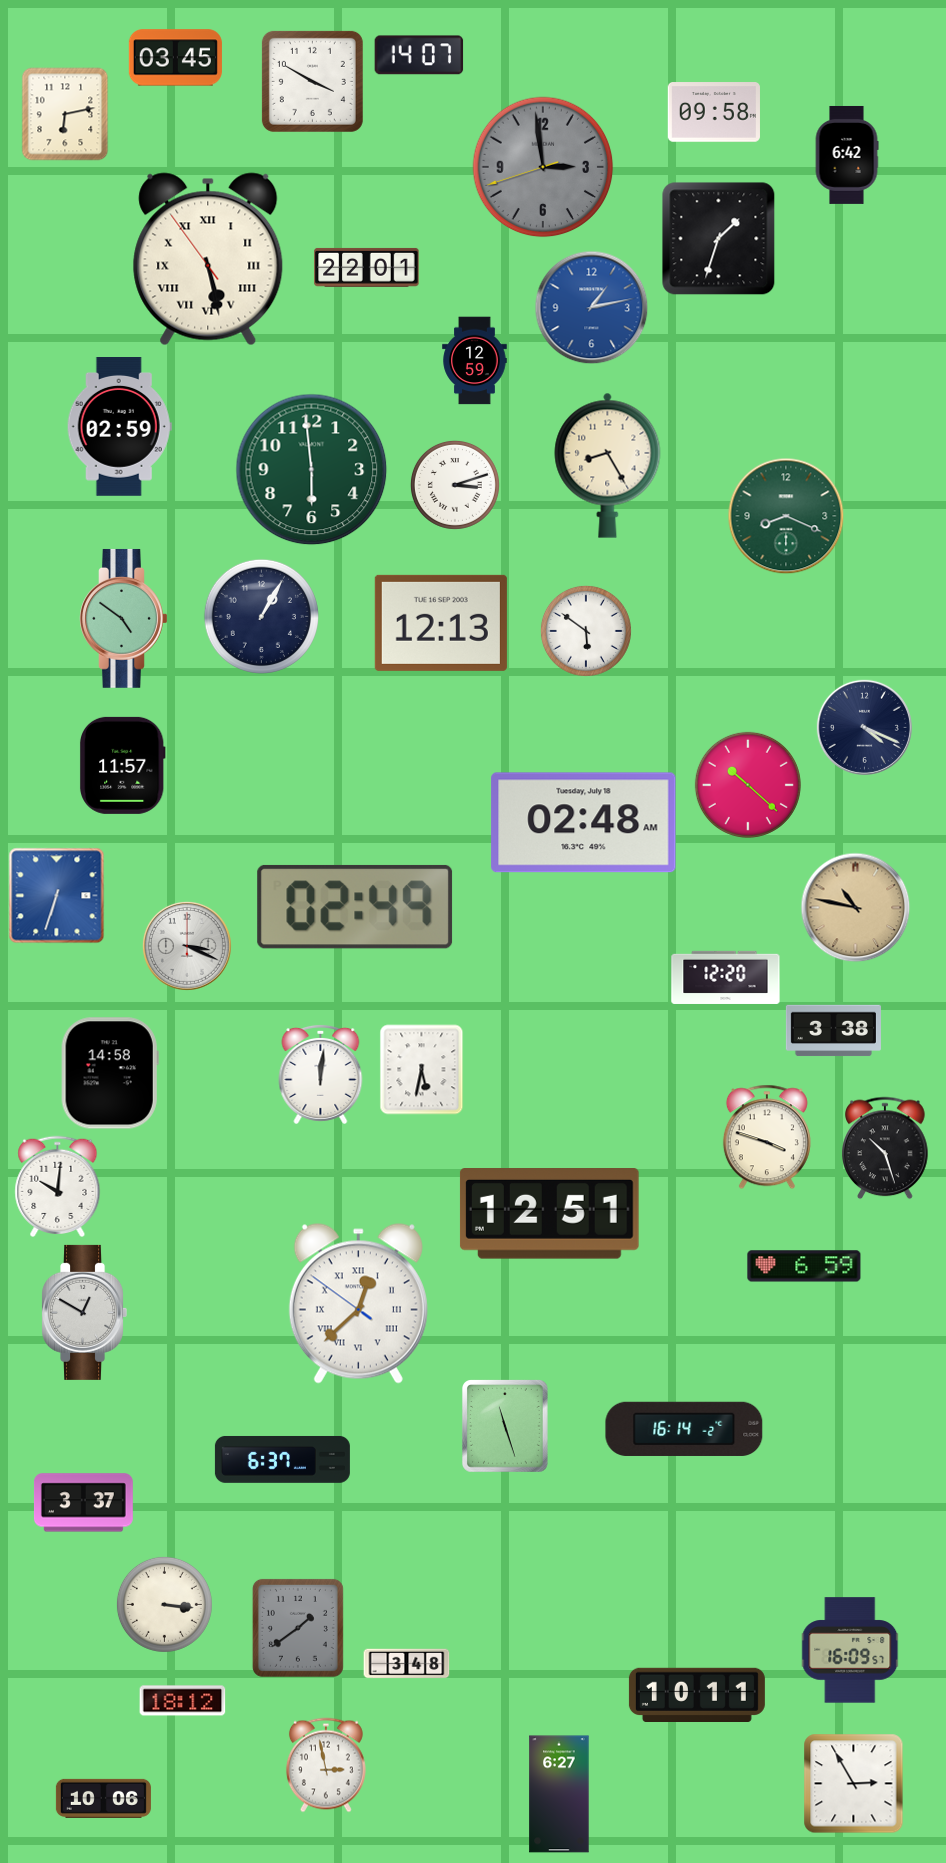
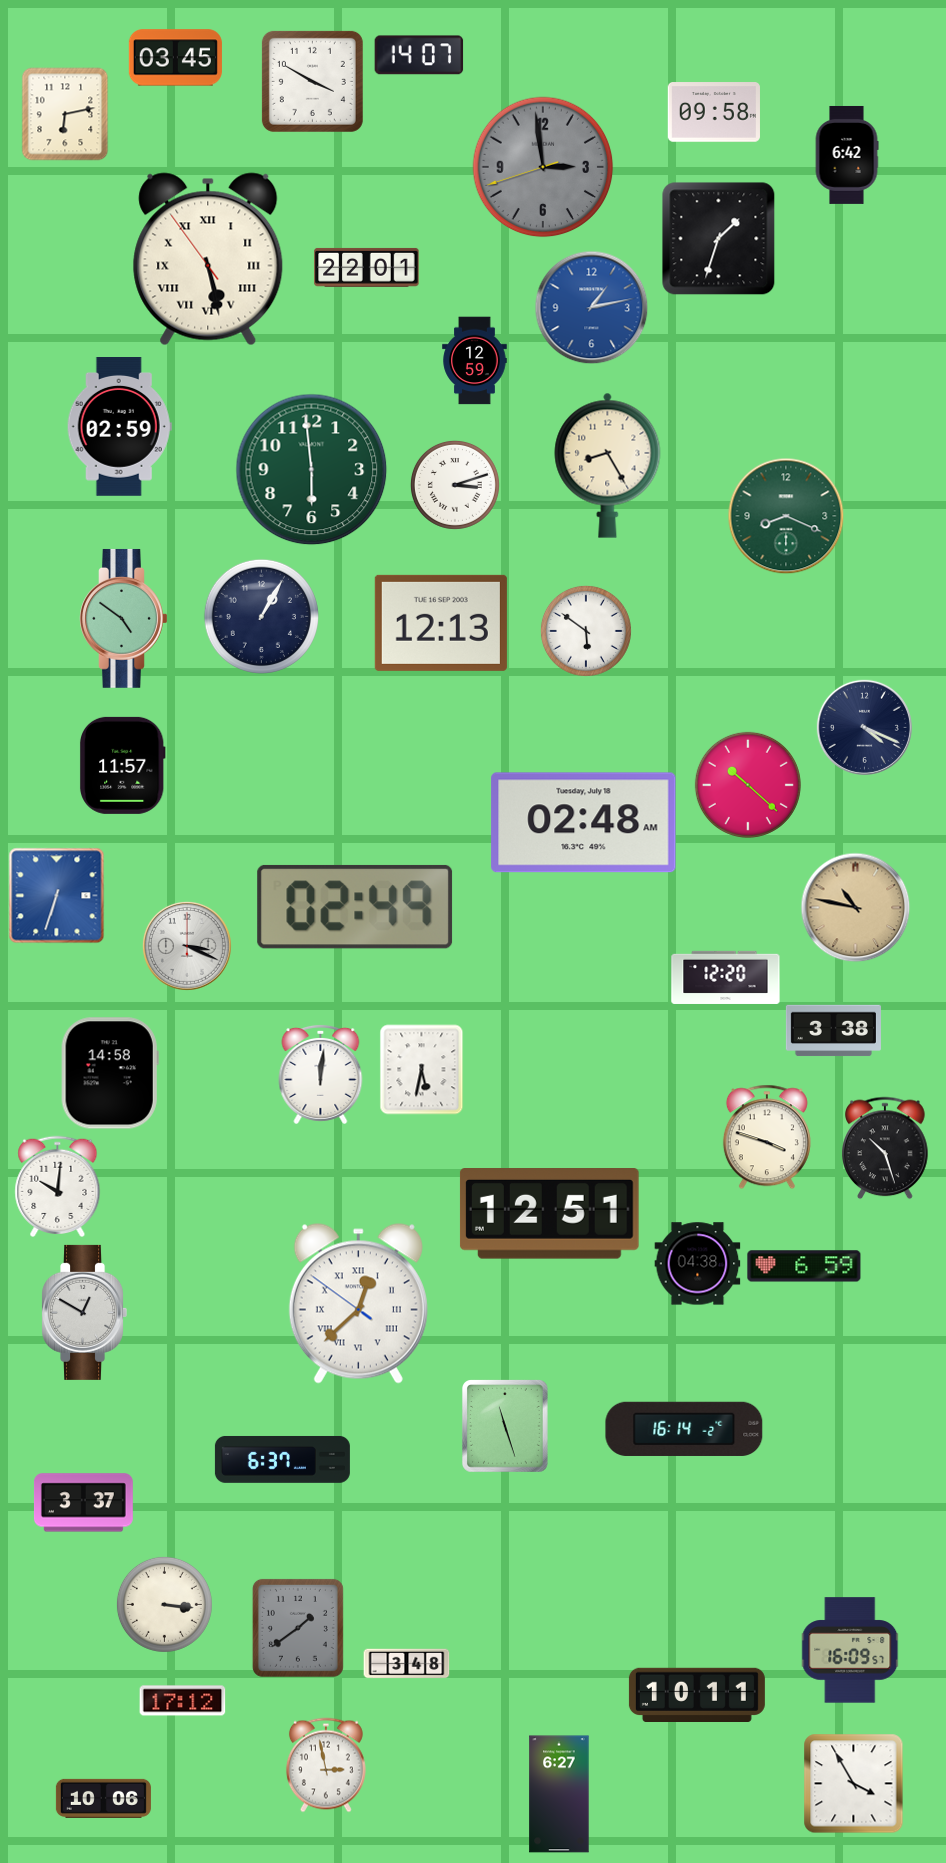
clock at (698, 1264): none -> 04:38
clock at (183, 1701): 18:12 -> 17:12
clock at (854, 1784): 2:55 -> 3:55
